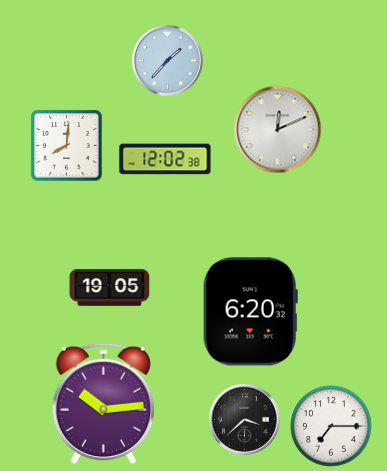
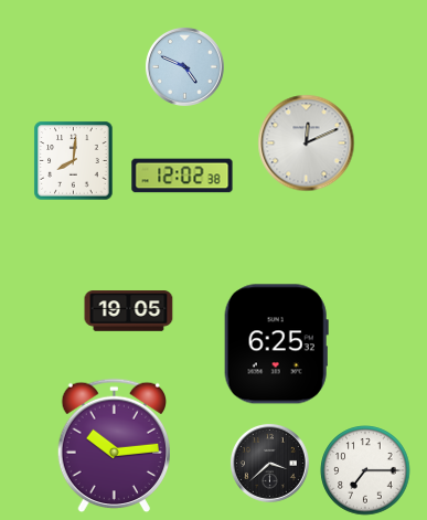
clock at (167, 60): 1:37 -> 4:49
clock at (110, 288) position: (110, 288) -> (129, 311)
clock at (250, 312): 6:20 -> 6:25
